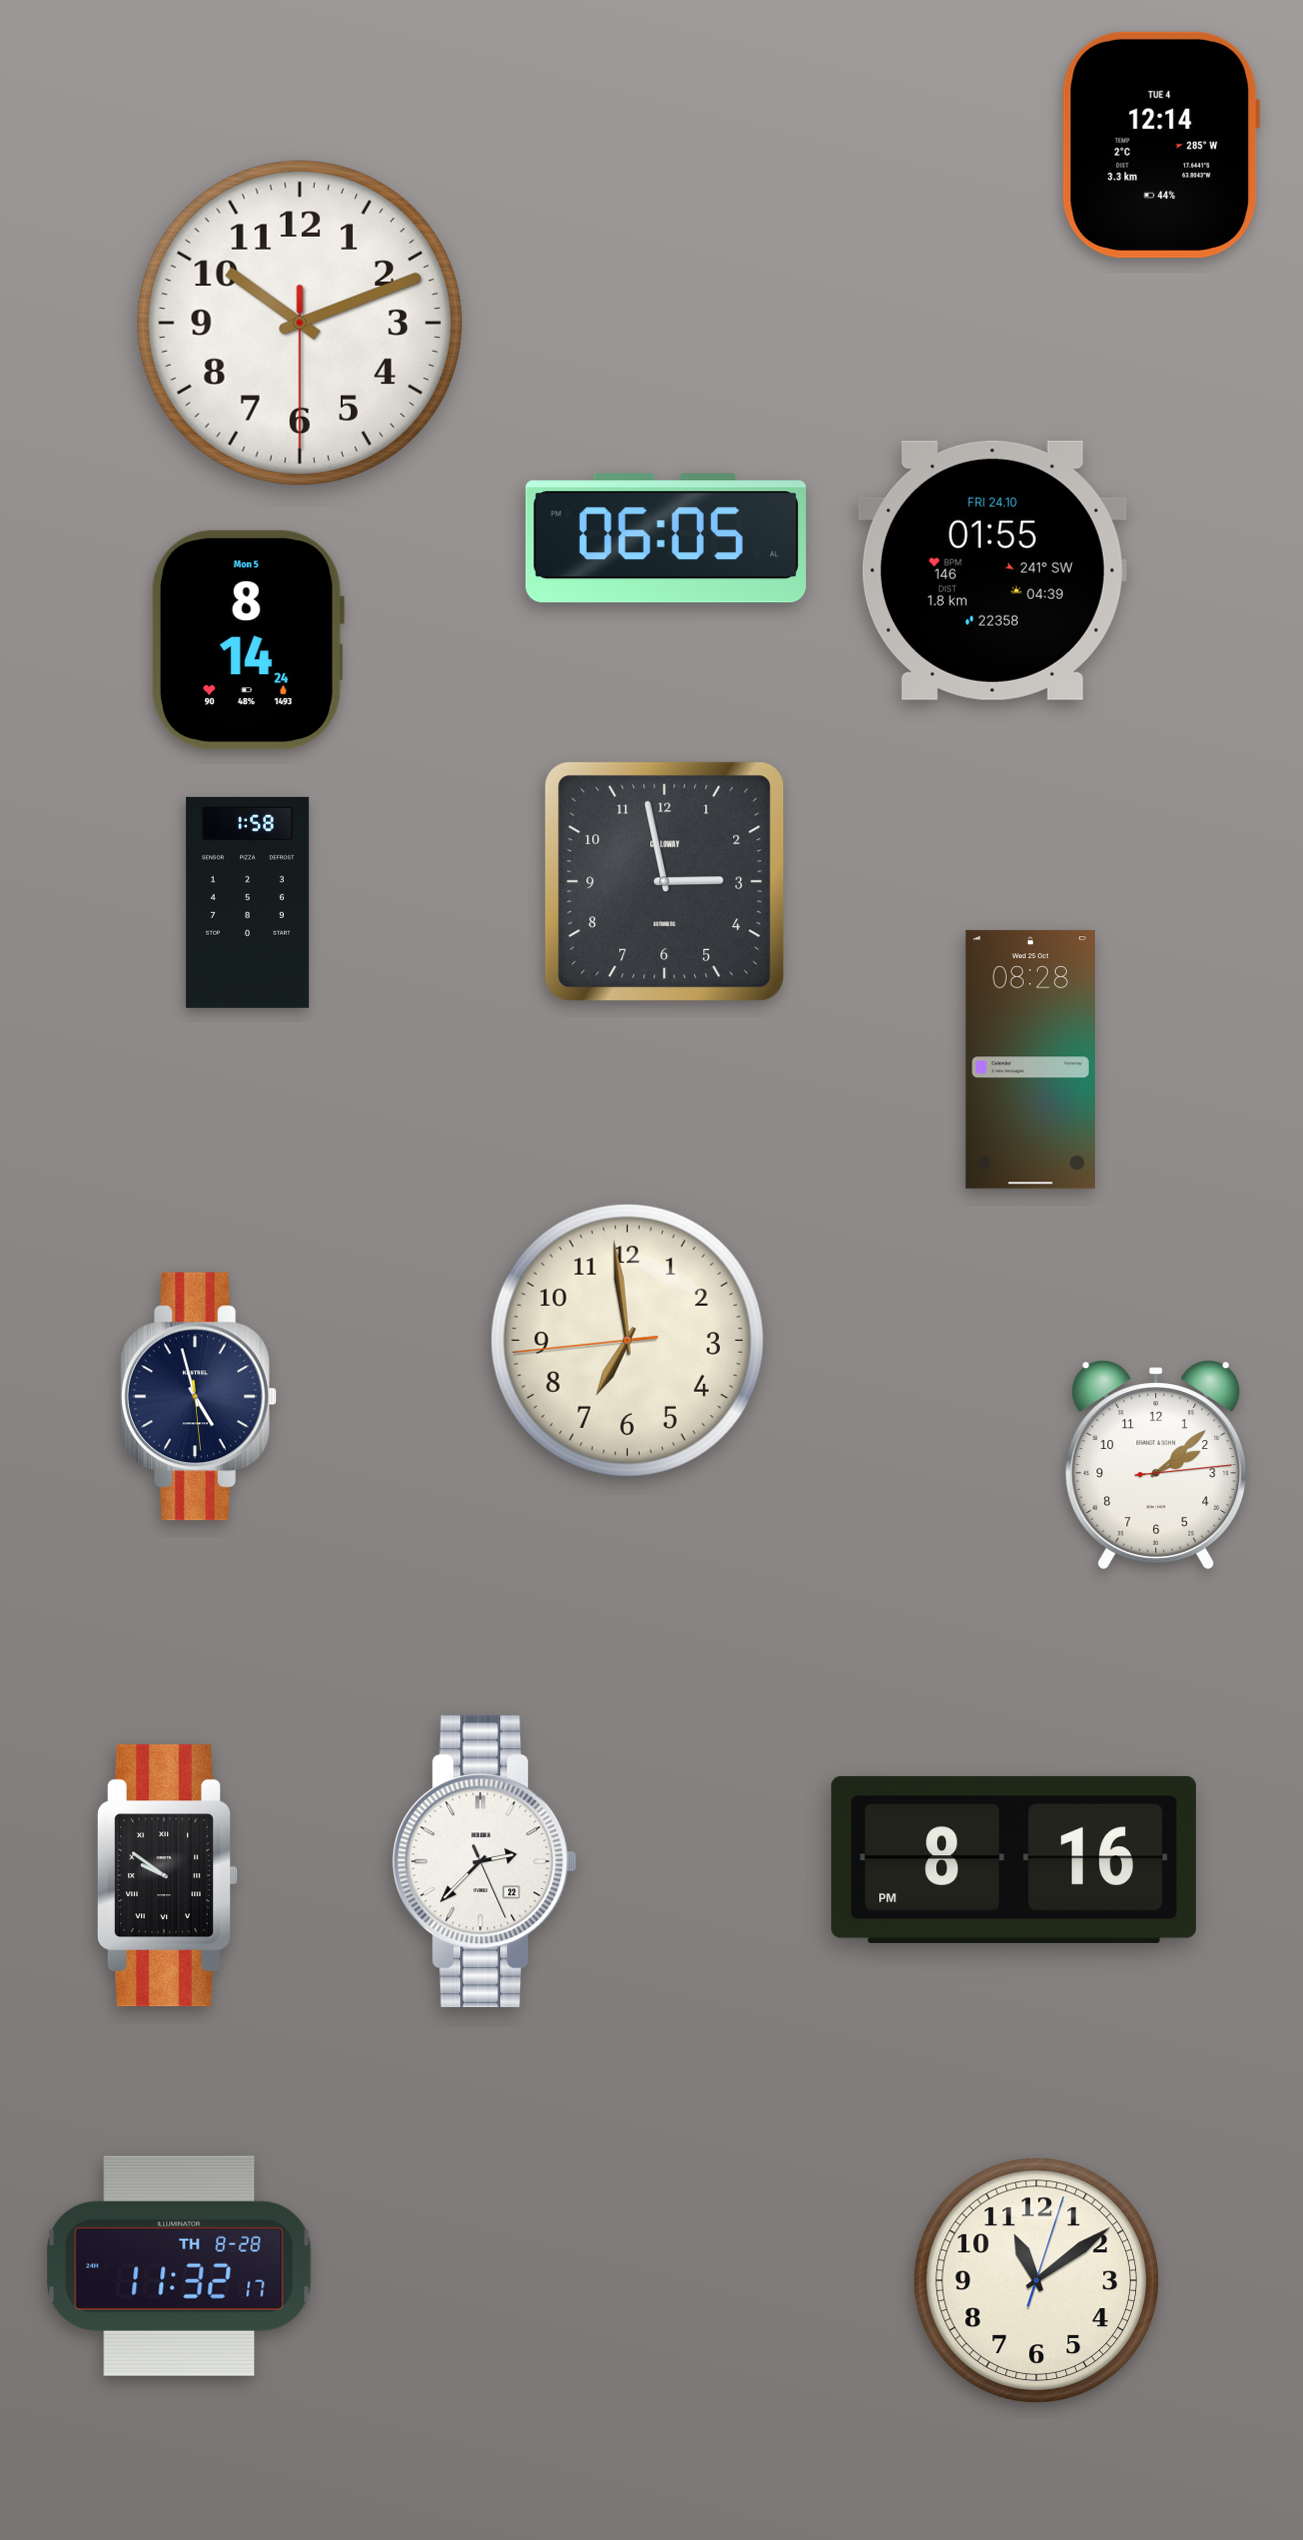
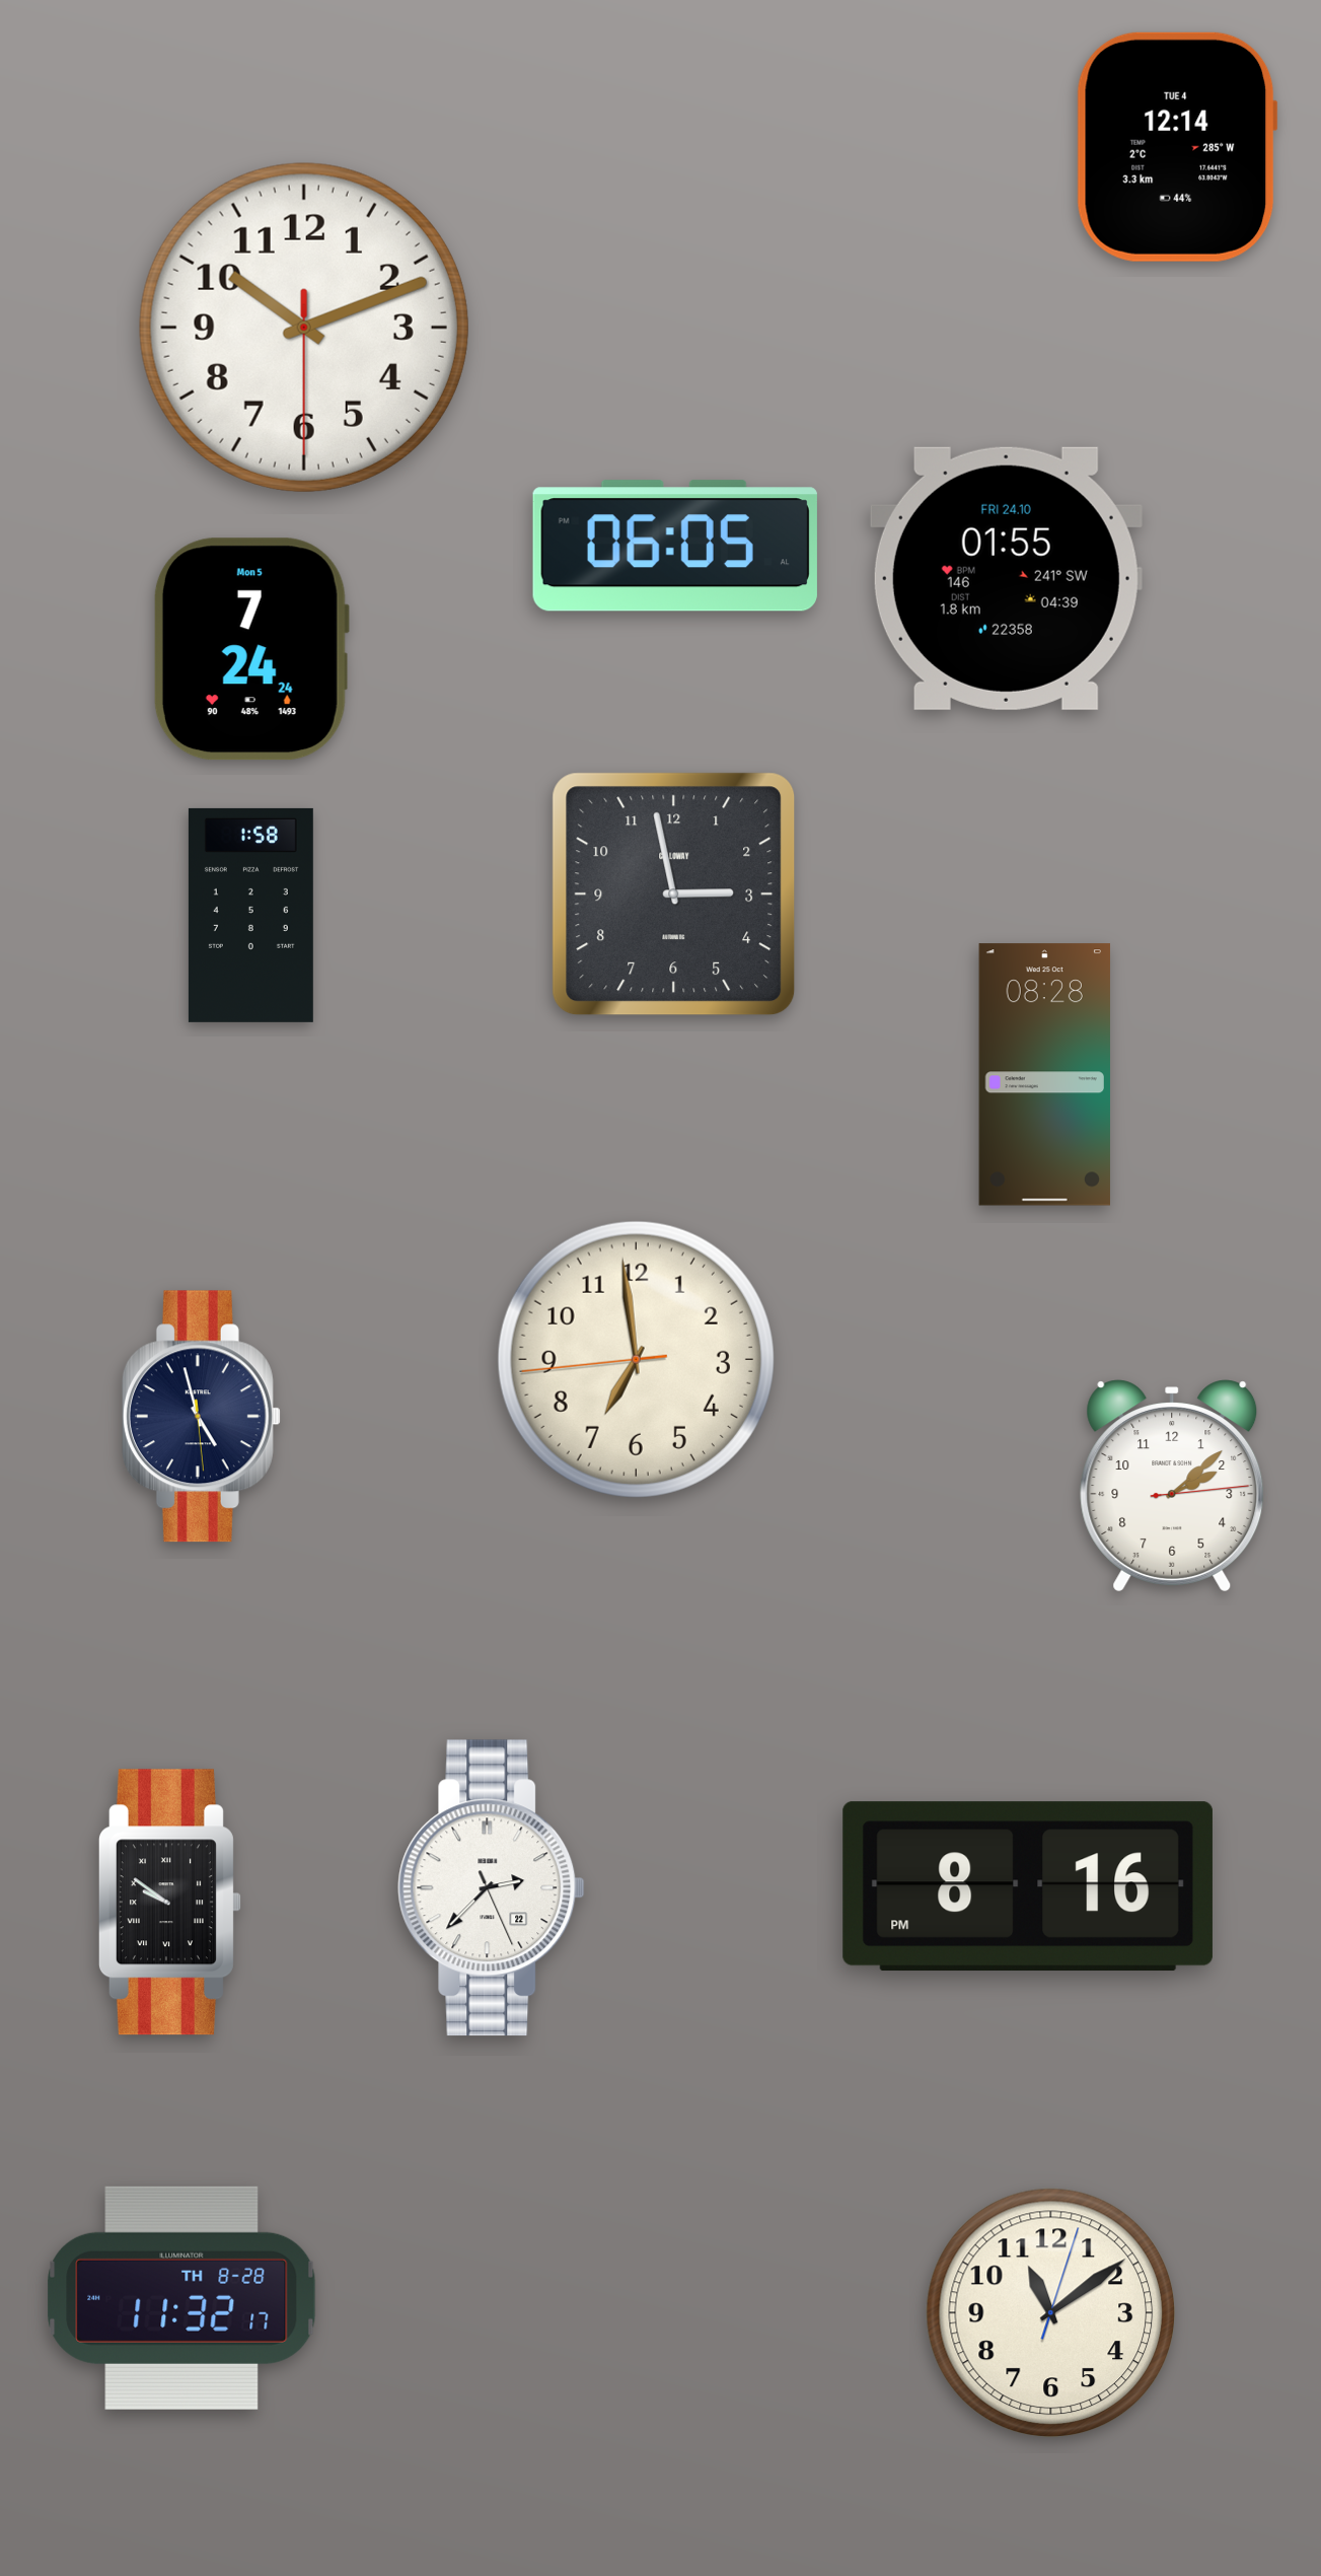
clock at (248, 640): 8:14 -> 7:24
